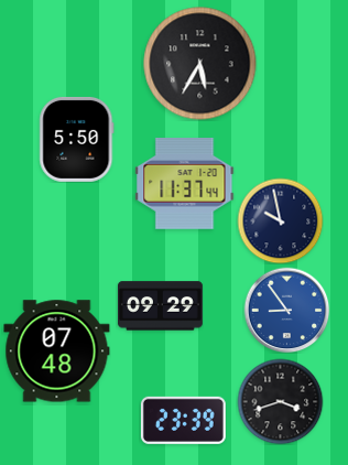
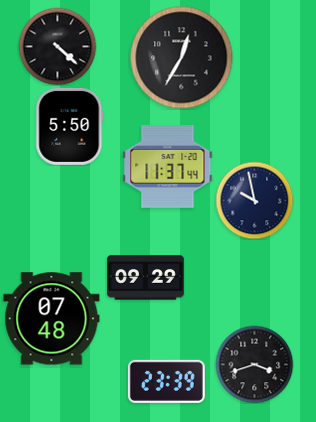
clock at (57, 46): none -> 4:22
clock at (200, 64): 5:35 -> 12:35
clock at (286, 310): 8:54 -> none
